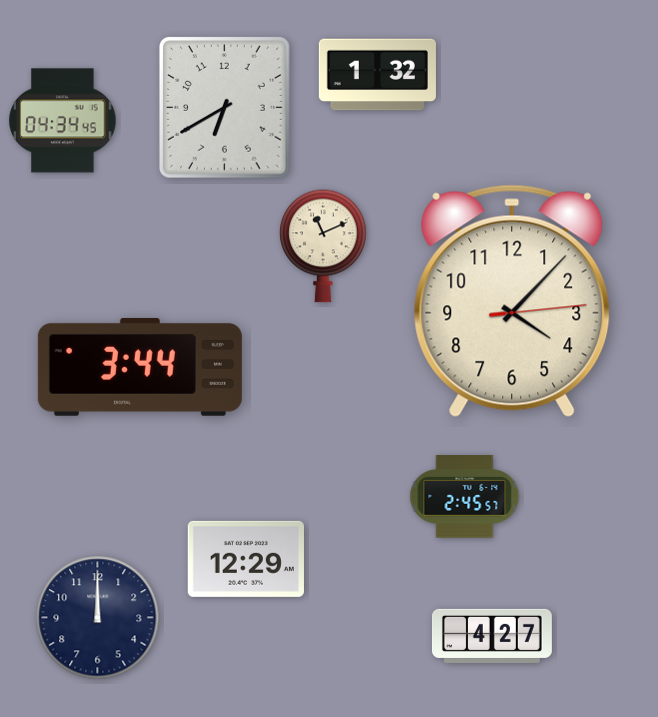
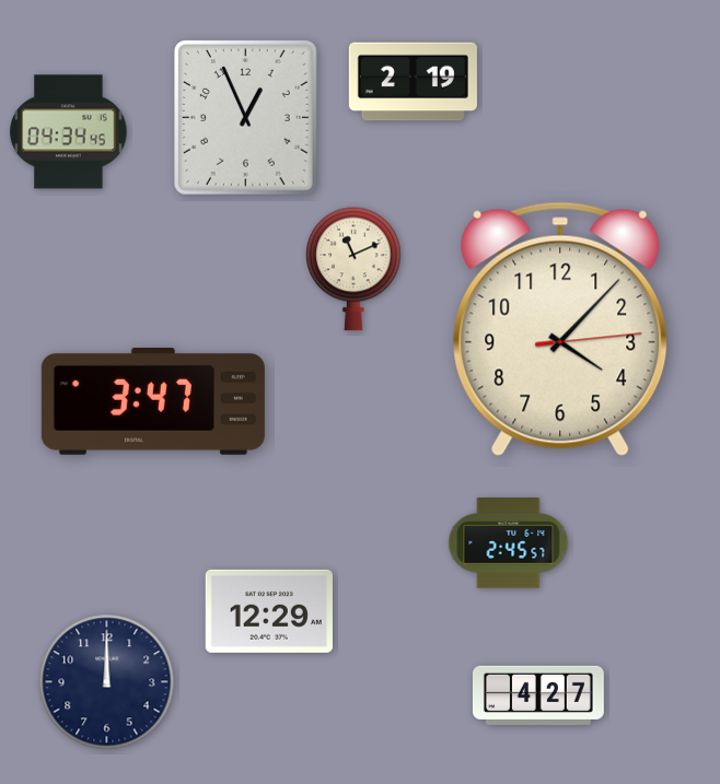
clock at (377, 75): 1:32 -> 2:19
clock at (224, 108): 6:40 -> 12:56
clock at (140, 367): 3:44 -> 3:47
clock at (98, 618) position: (98, 618) -> (107, 682)
